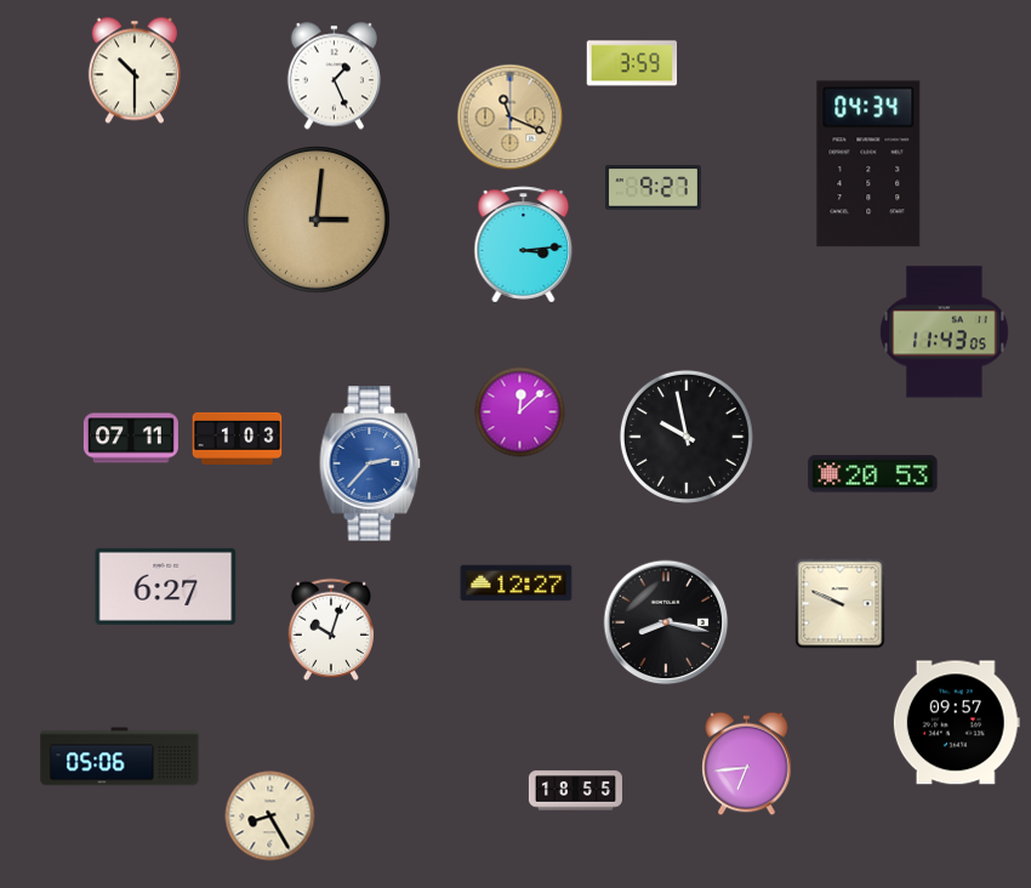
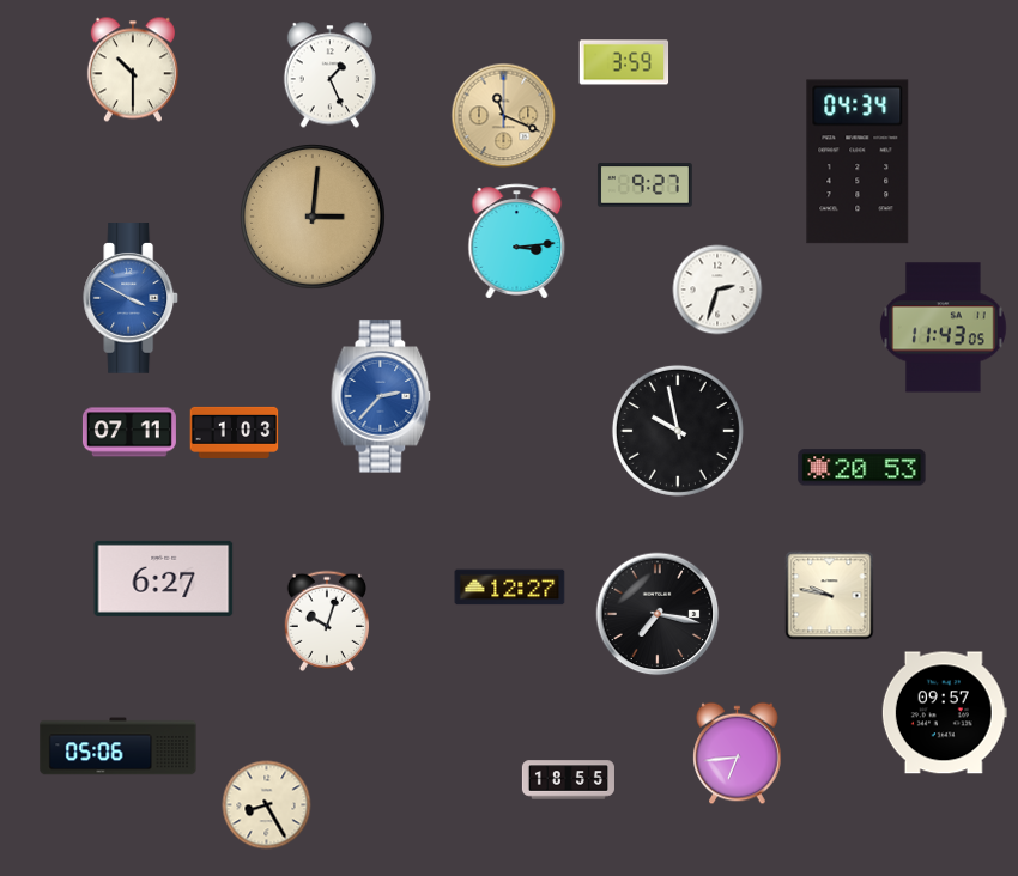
clock at (717, 290): none -> 2:33
clock at (132, 298): none -> 3:50
clock at (945, 332) position: (945, 332) -> (944, 328)
clock at (520, 412): 12:08 -> none
clock at (370, 463) position: (370, 463) -> (381, 396)
clock at (517, 584) position: (517, 584) -> (510, 588)
clock at (841, 604): 9:49 -> 9:47
clock at (666, 622): 8:17 -> 7:17
